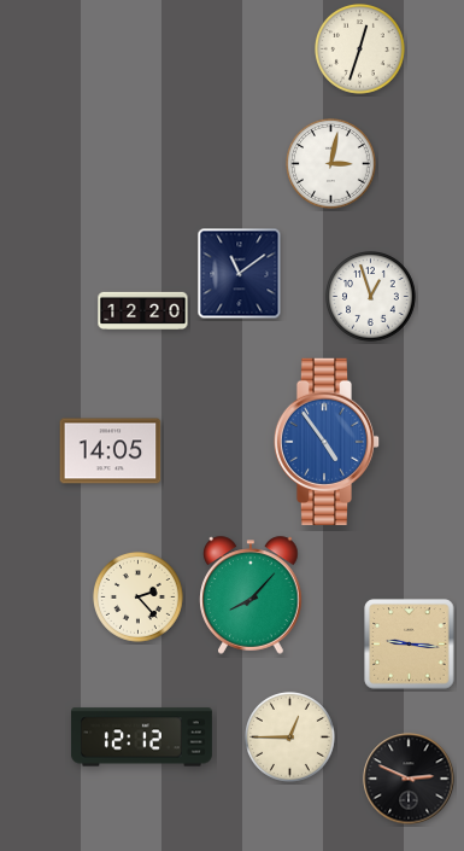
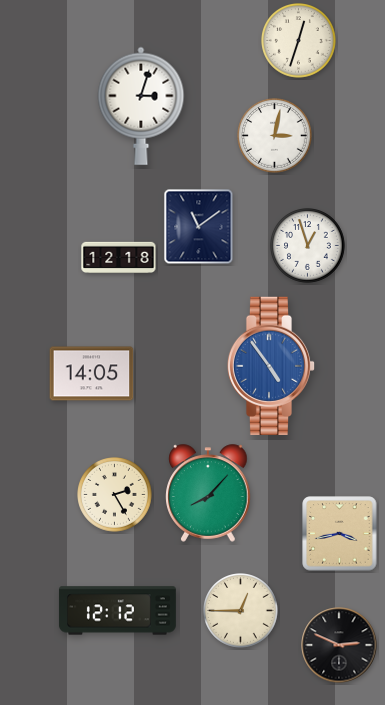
clock at (141, 106): none -> 3:03
clock at (143, 310): 12:20 -> 12:18
clock at (139, 598): 2:23 -> 2:25
clock at (410, 645): 9:16 -> 3:43
